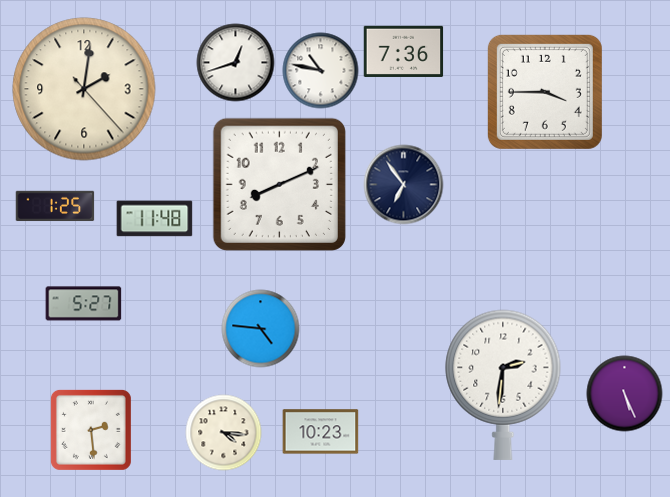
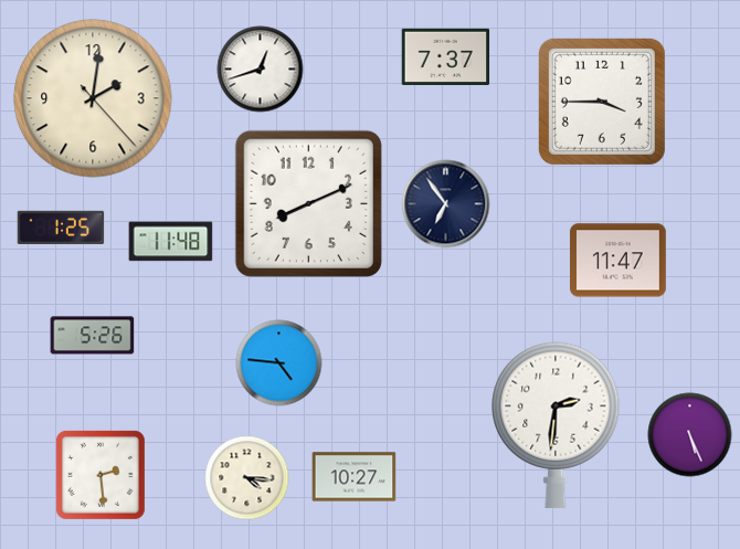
clock at (404, 51): 7:36 -> 7:37
clock at (321, 71): 10:47 -> none
clock at (617, 261): none -> 11:47
clock at (84, 304): 5:27 -> 5:26
clock at (261, 329) position: (261, 329) -> (279, 363)
clock at (321, 432): 10:23 -> 10:27
